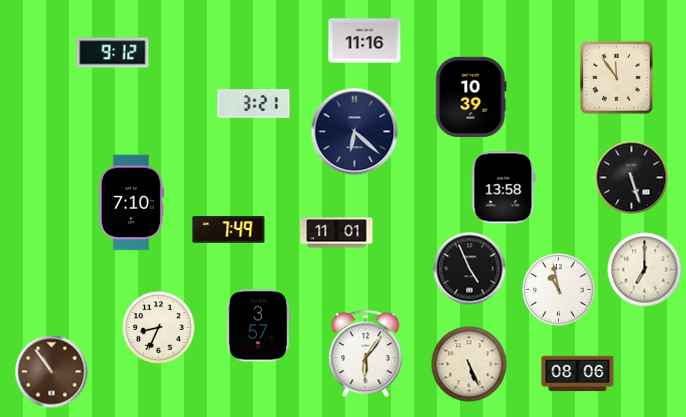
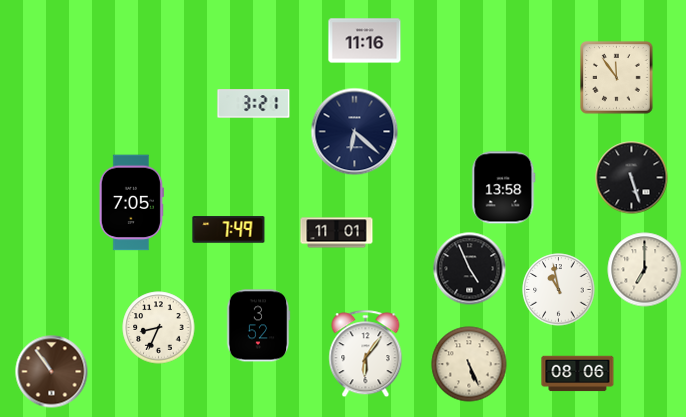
clock at (113, 53): 9:12 -> none
clock at (471, 96): 10:39 -> none
clock at (131, 203): 7:10 -> 7:05
clock at (258, 326): 3:57 -> 3:52
